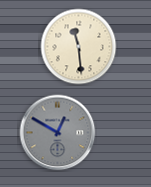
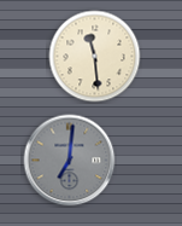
clock at (58, 133): 12:50 -> 7:01
